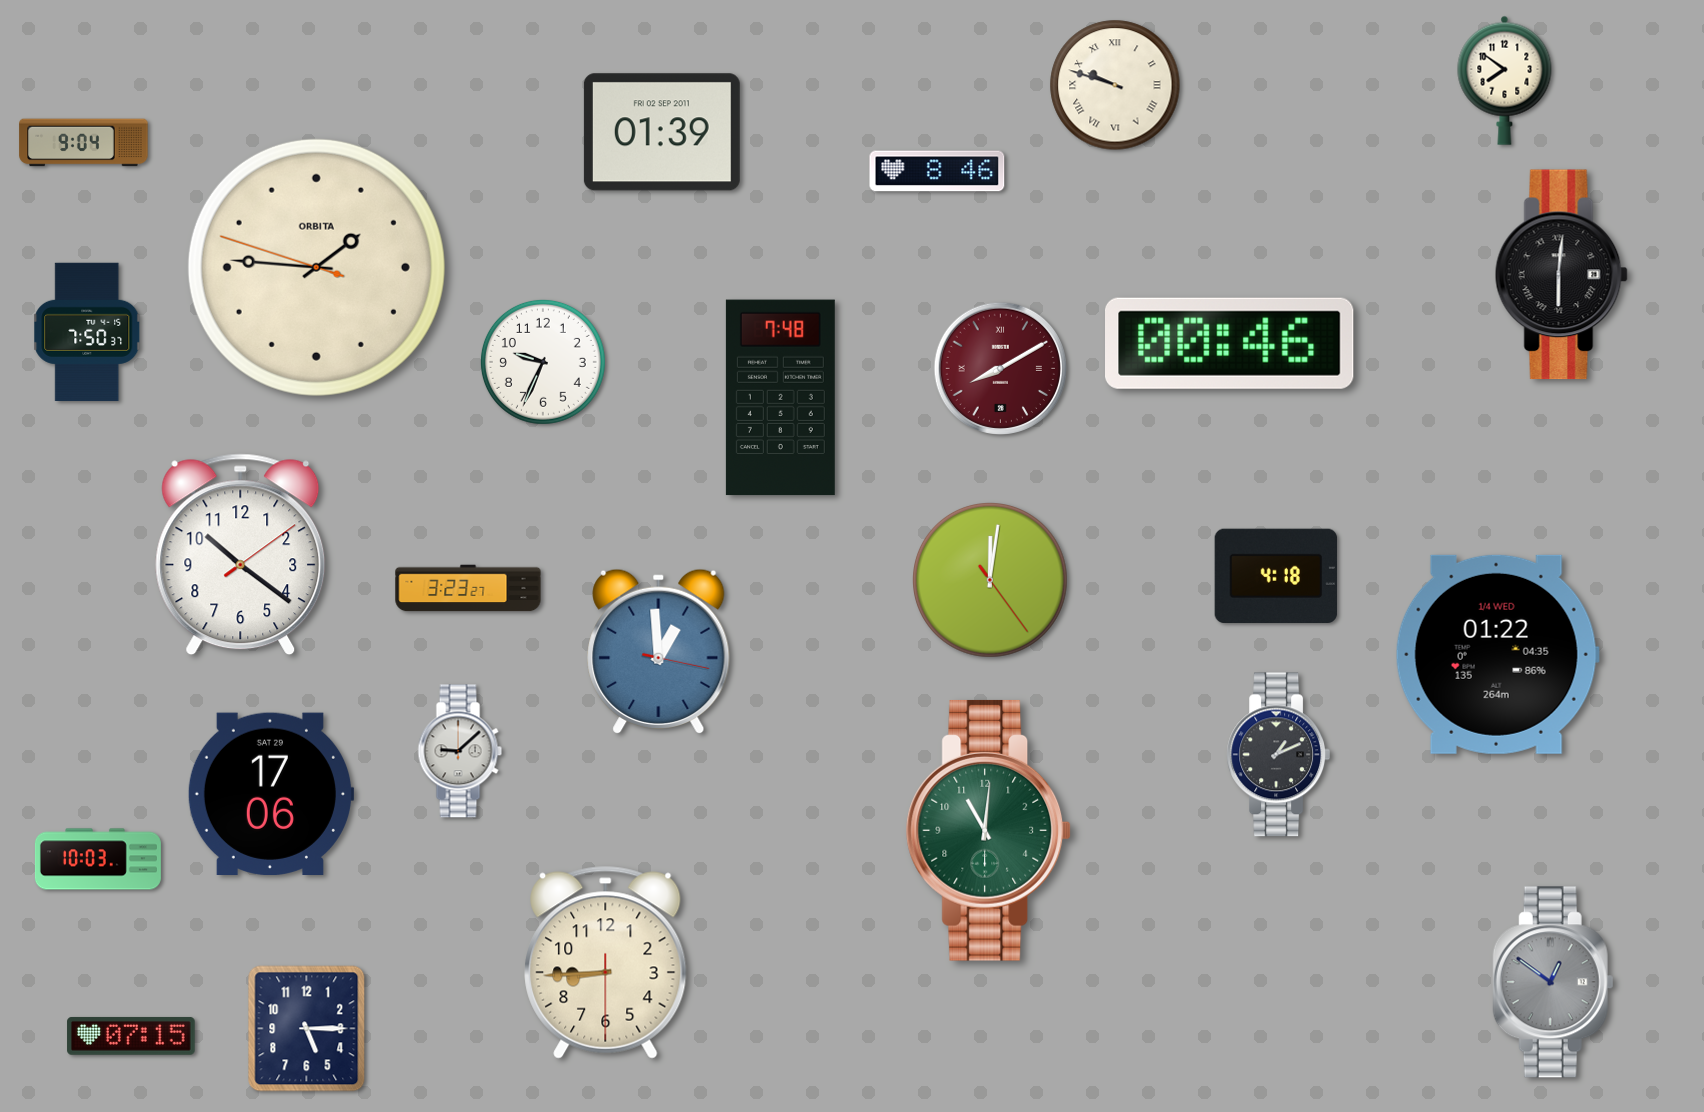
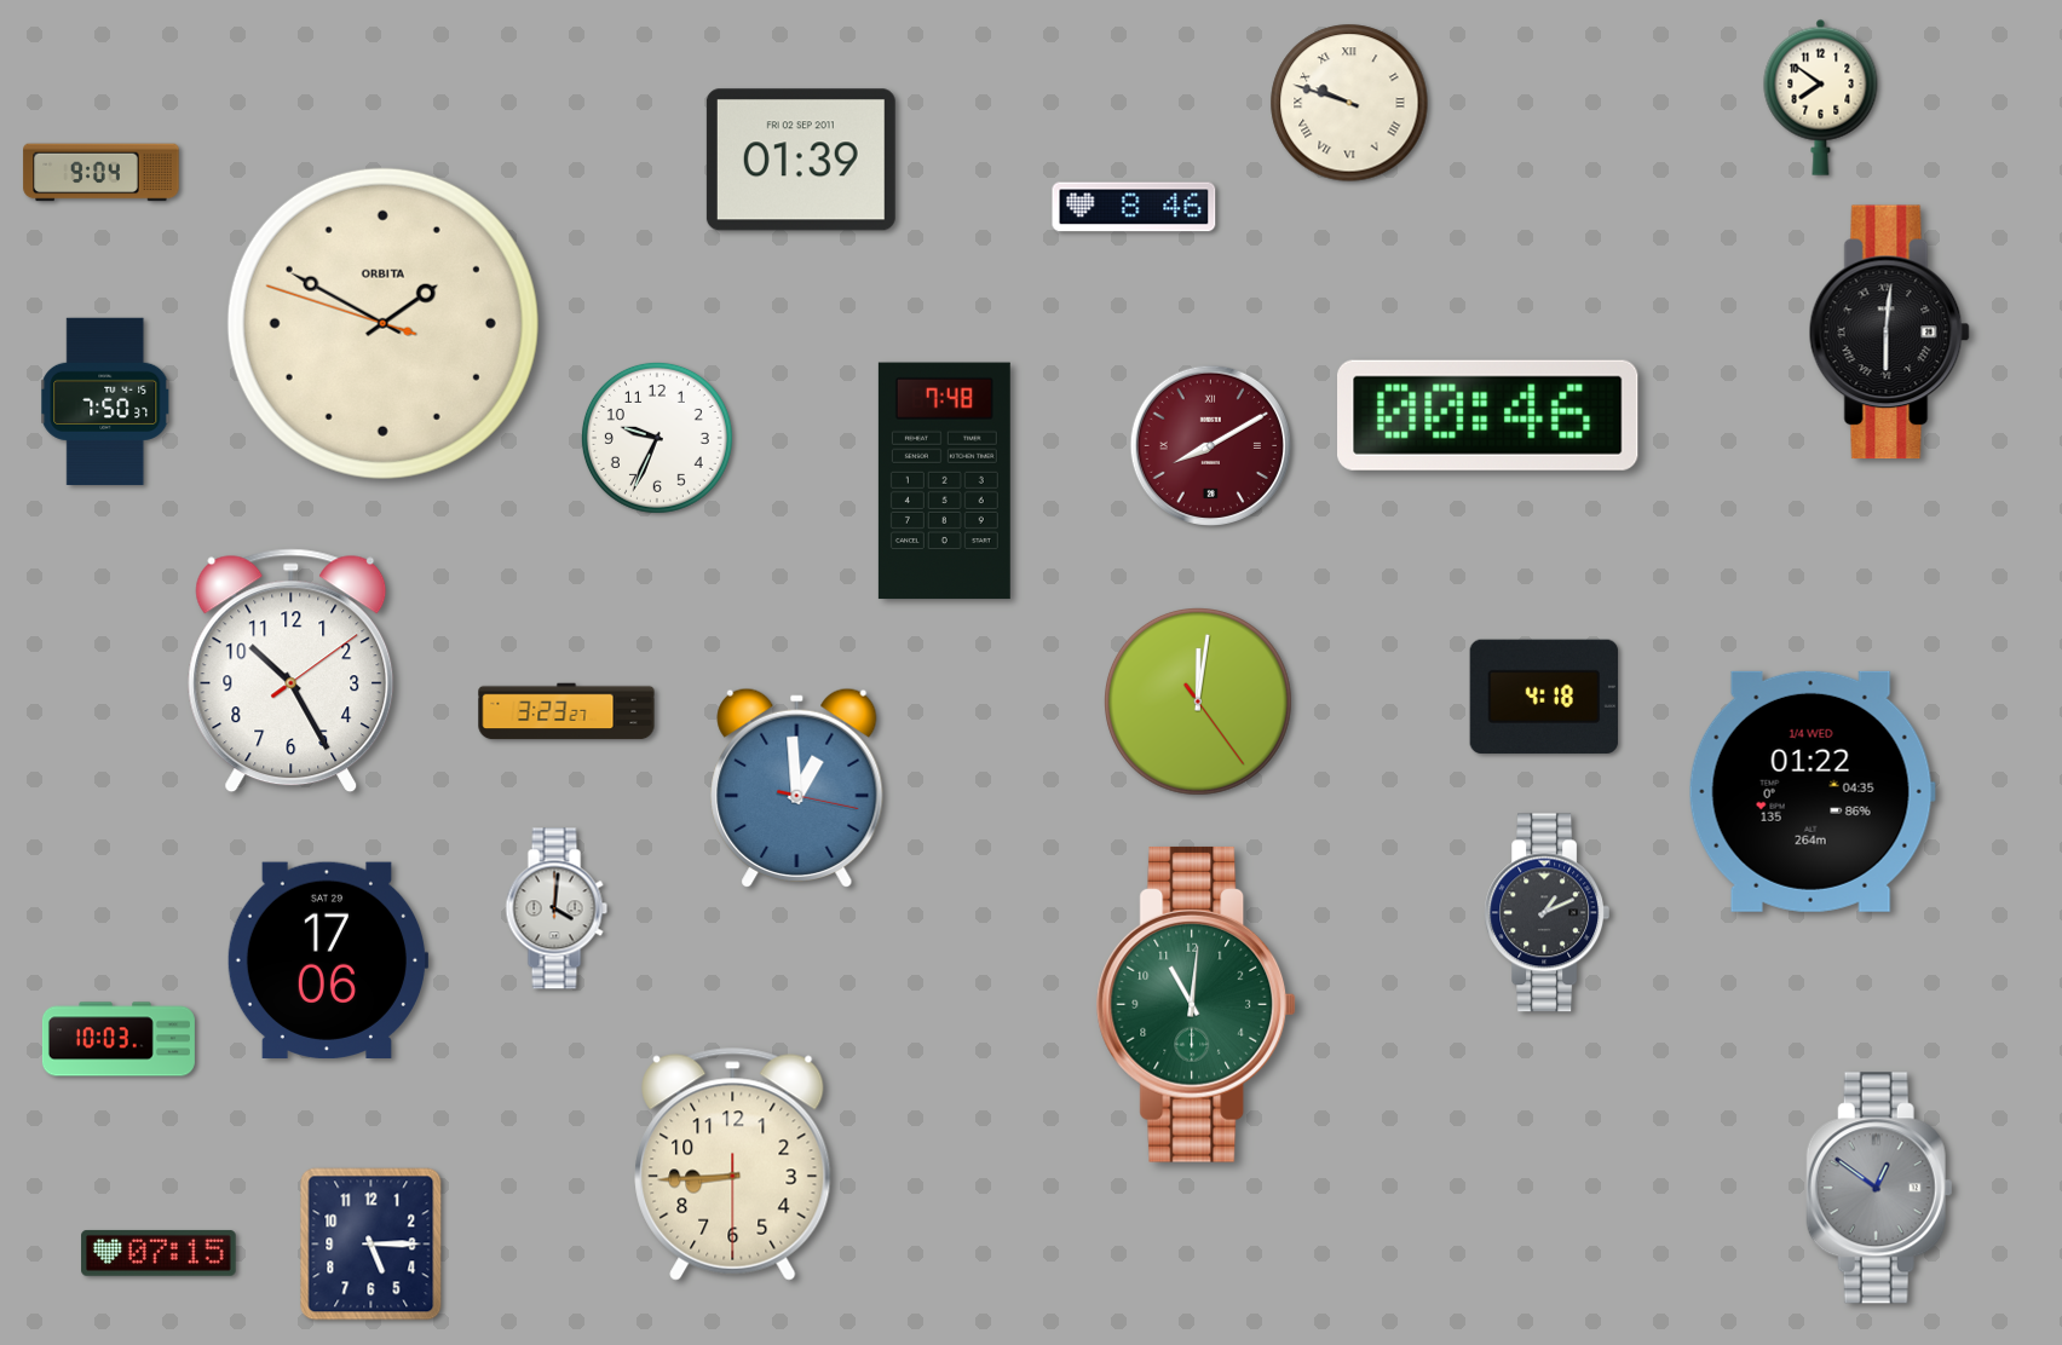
clock at (316, 267): 1:45 -> 1:49
clock at (241, 555): 10:21 -> 10:25
clock at (460, 751): 9:08 -> 4:01
